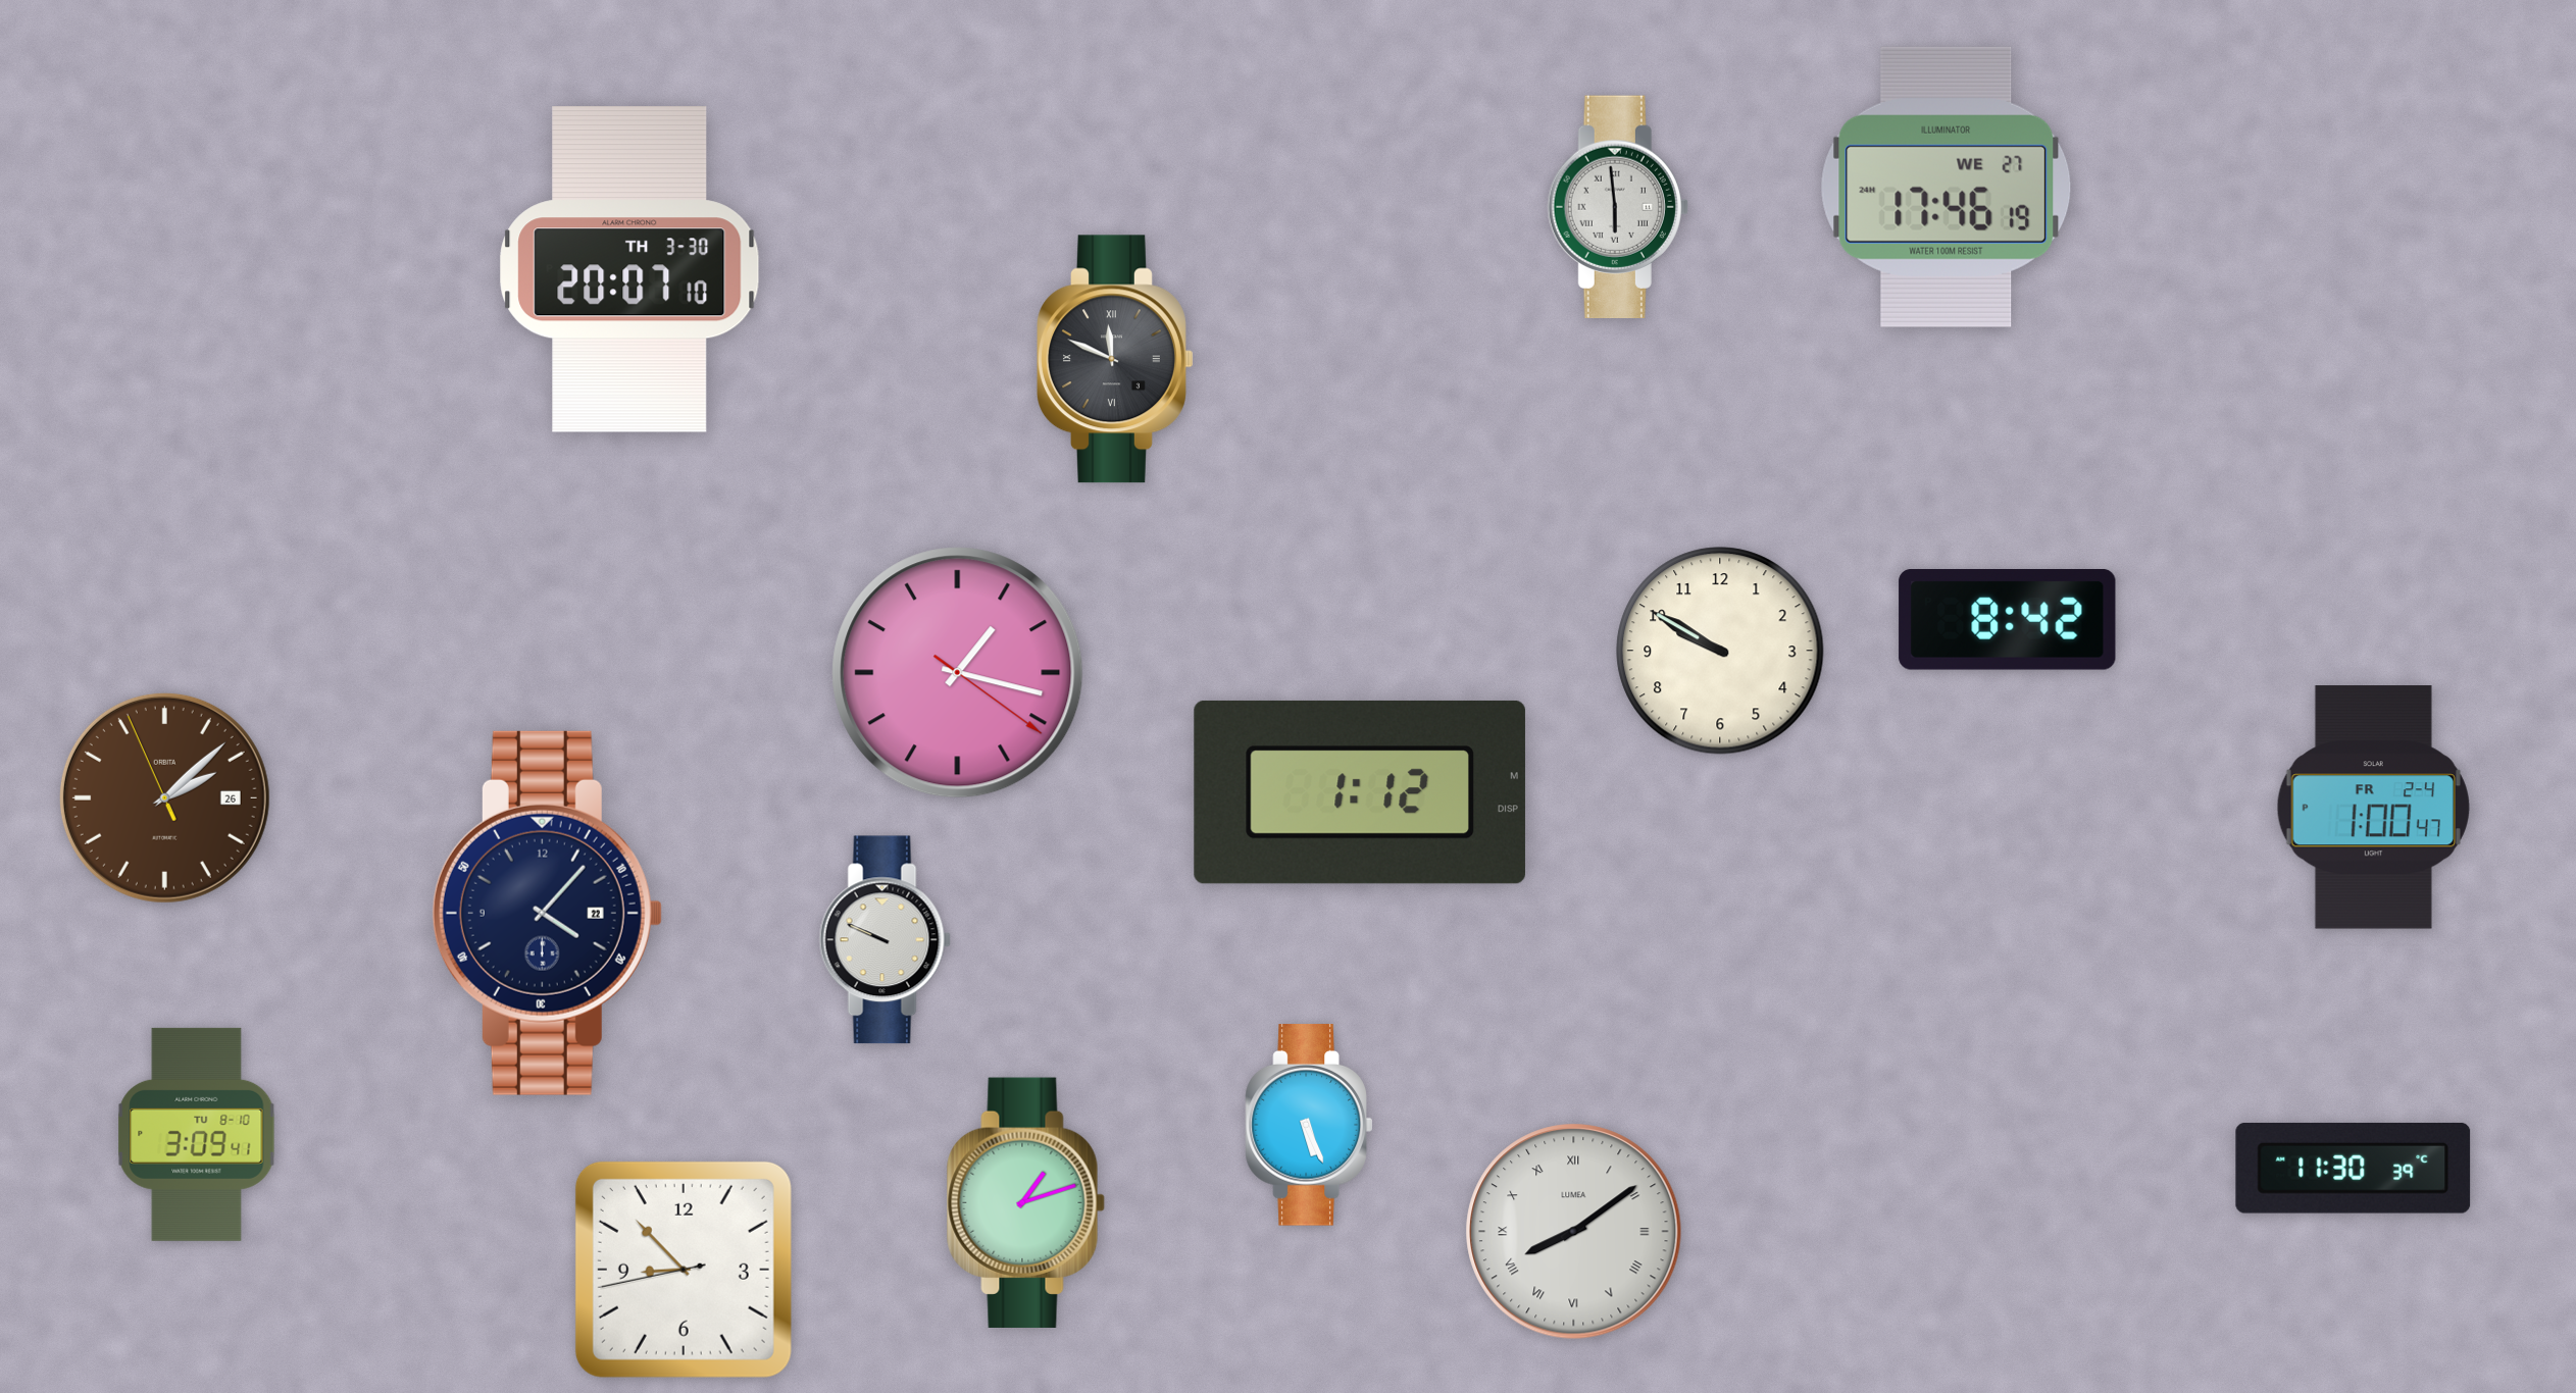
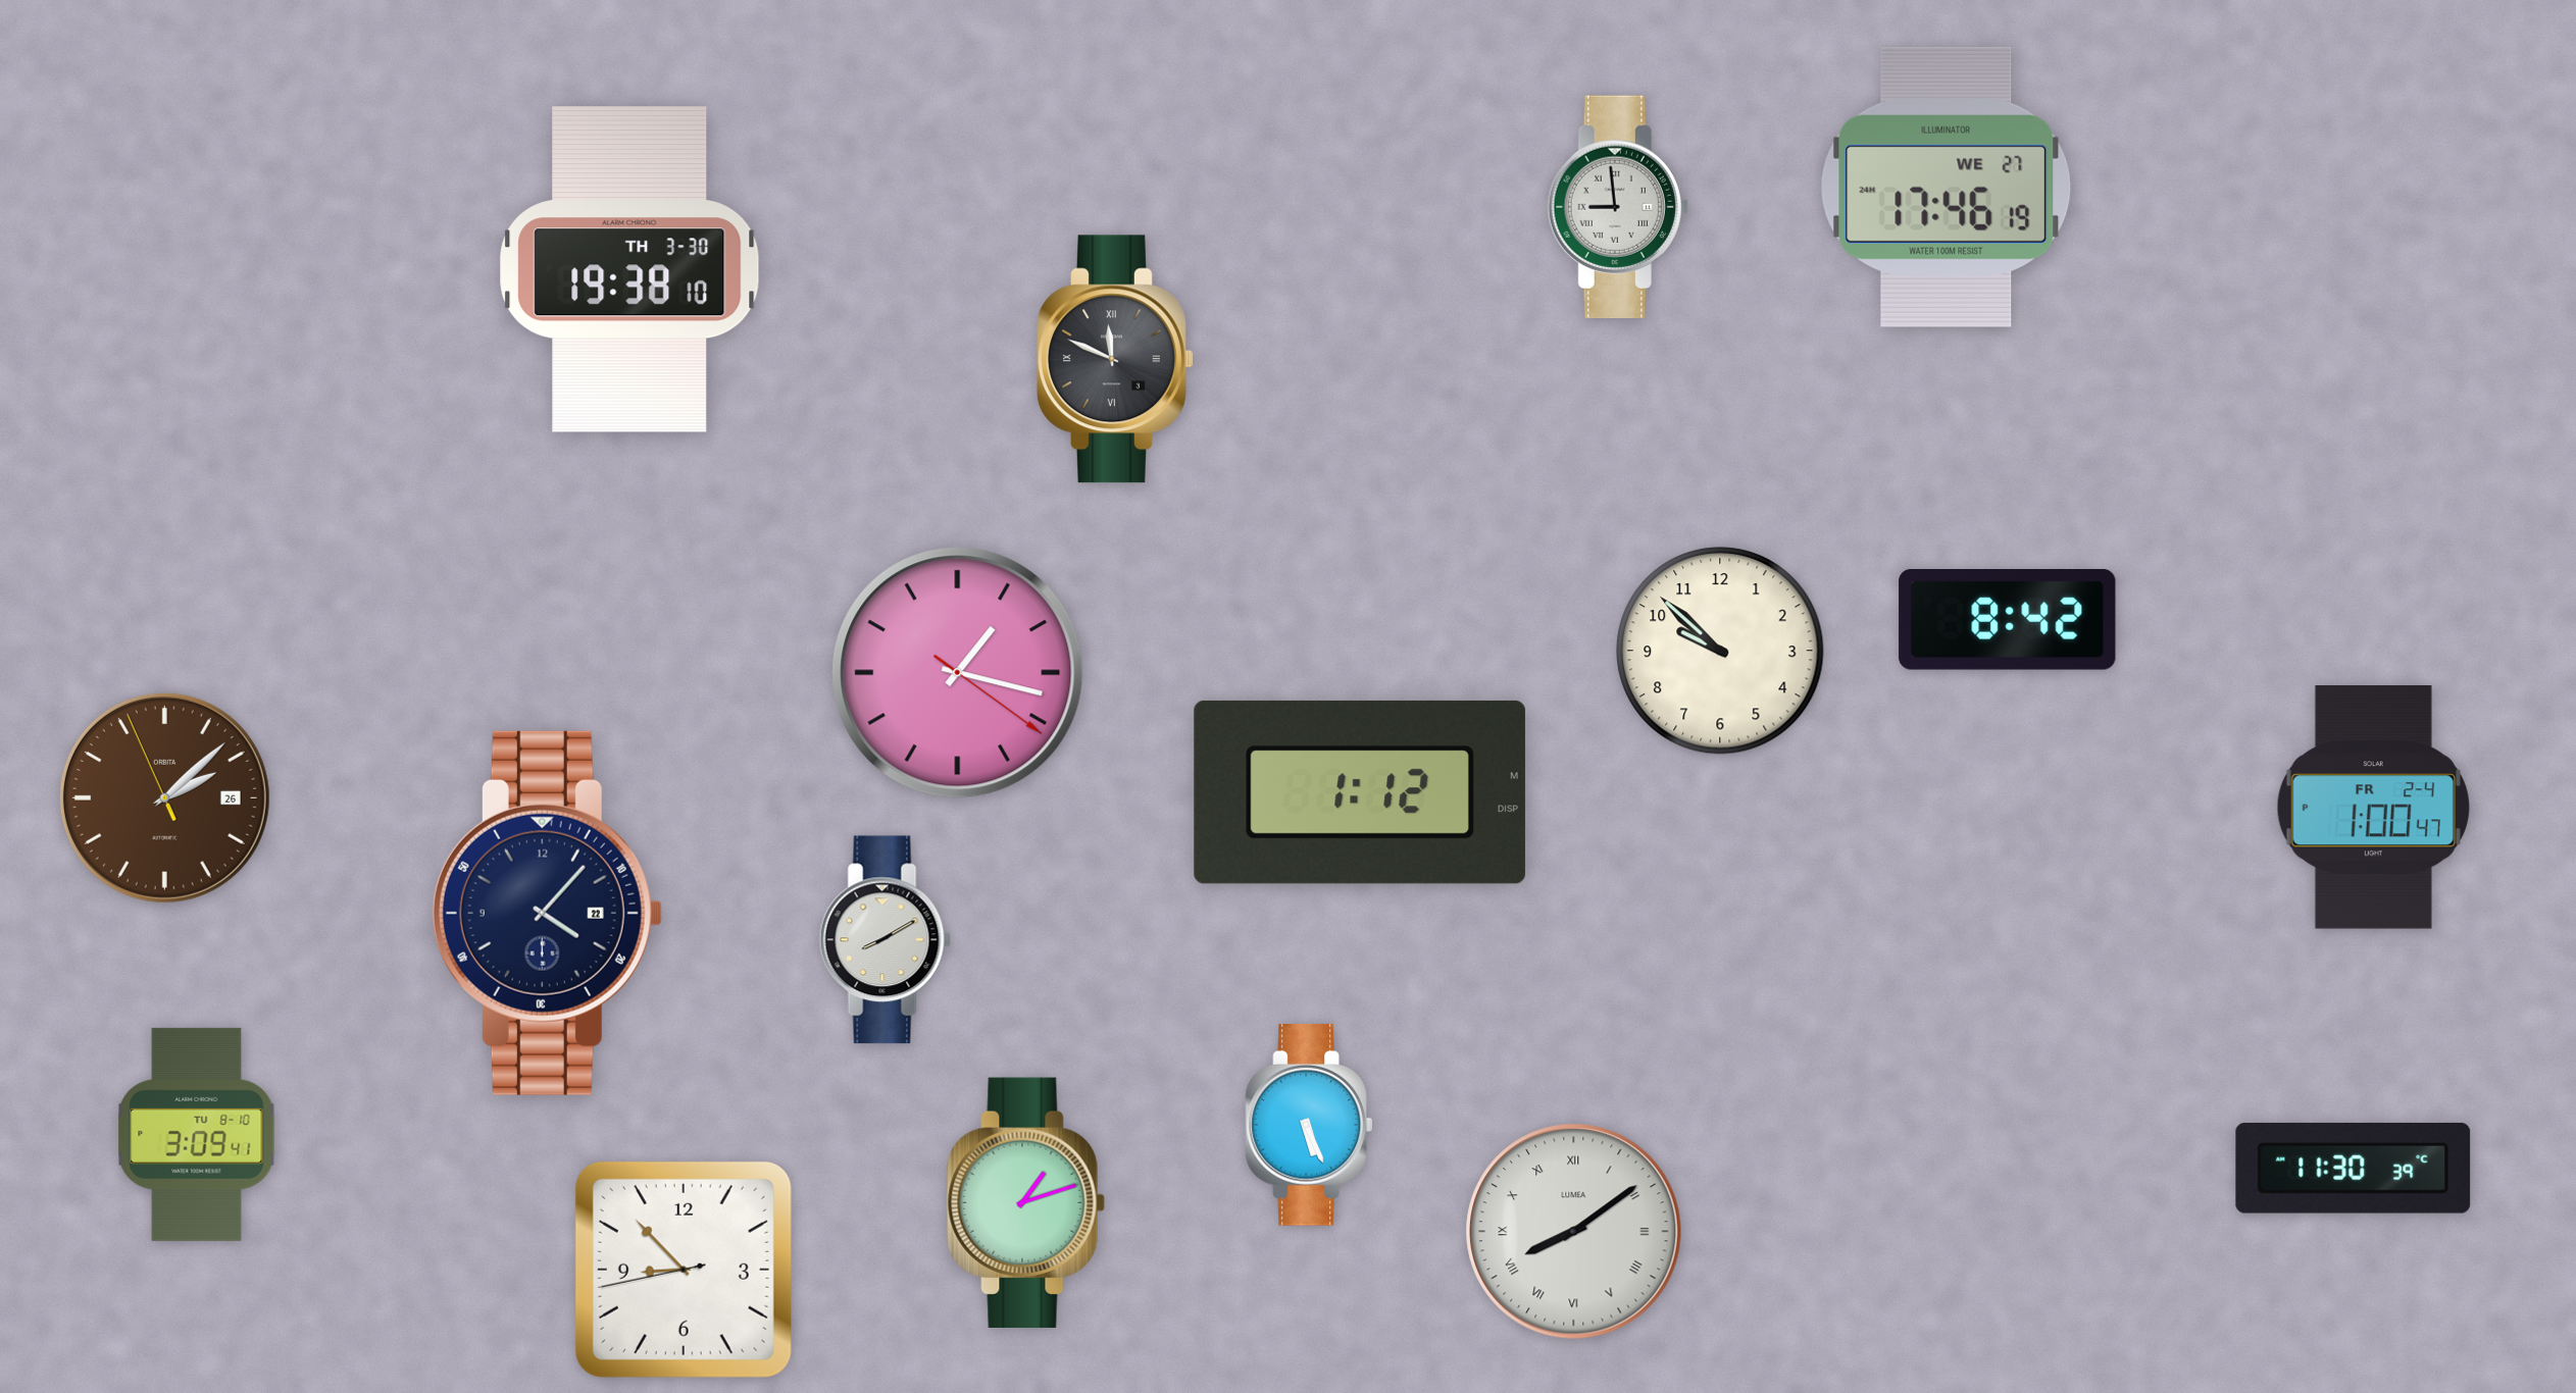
clock at (1618, 206): 5:59 -> 8:59
clock at (629, 269): 20:07 -> 19:38
clock at (1720, 651): 9:50 -> 9:52
clock at (885, 940): 9:49 -> 8:10
